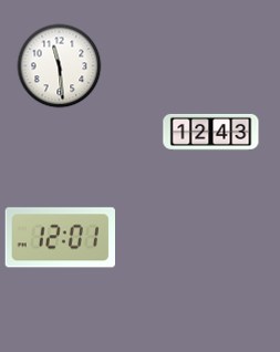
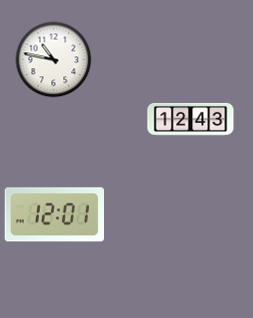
clock at (60, 66): 11:29 -> 10:47
